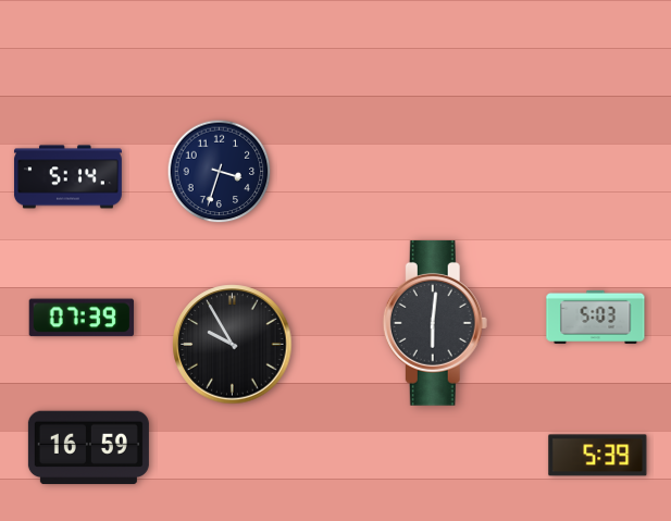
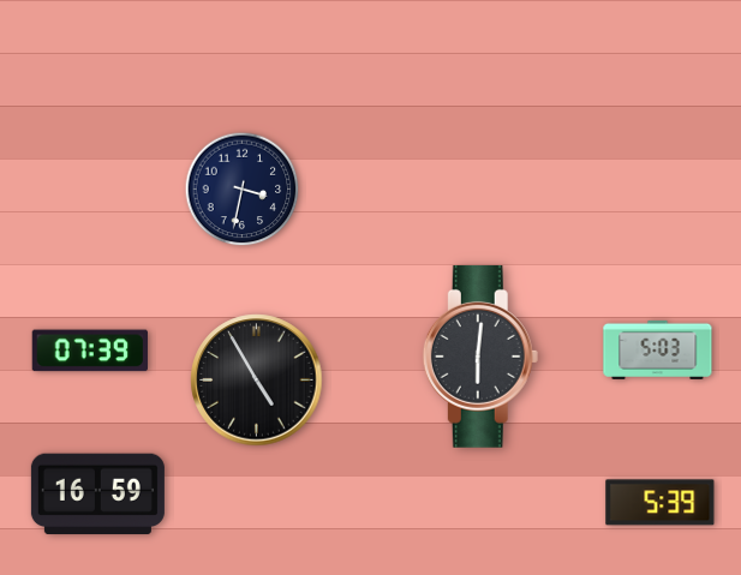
clock at (220, 172): 3:33 -> 3:32
clock at (67, 177): 5:14 -> none
clock at (233, 345): 9:55 -> 4:55
